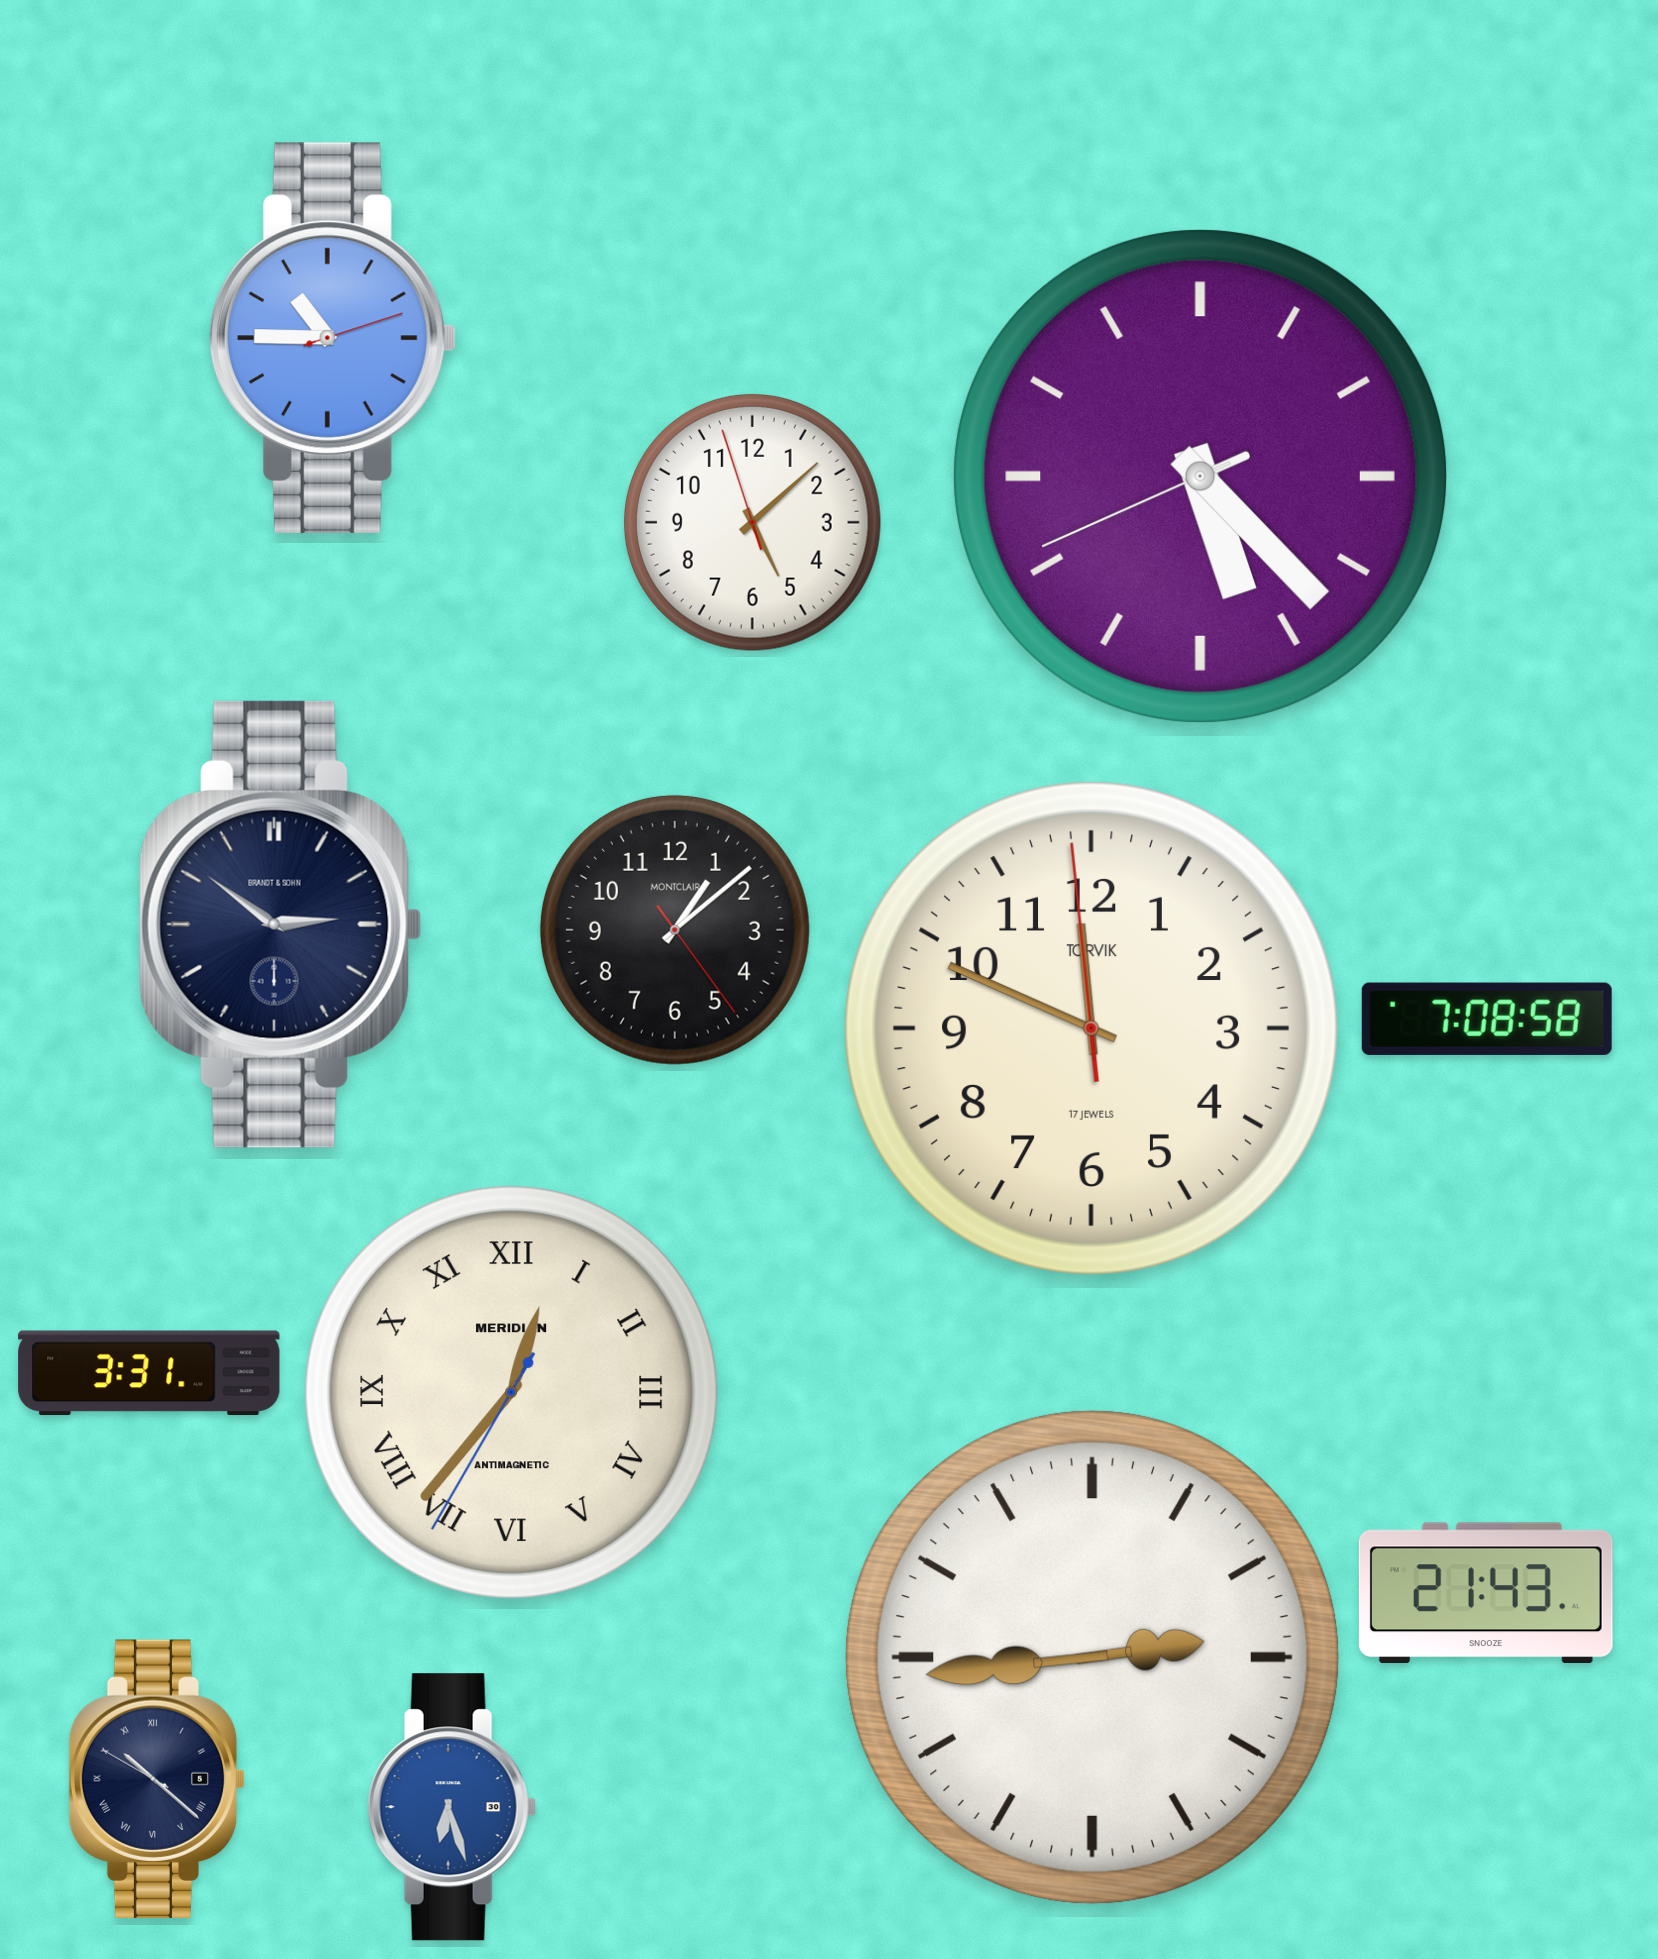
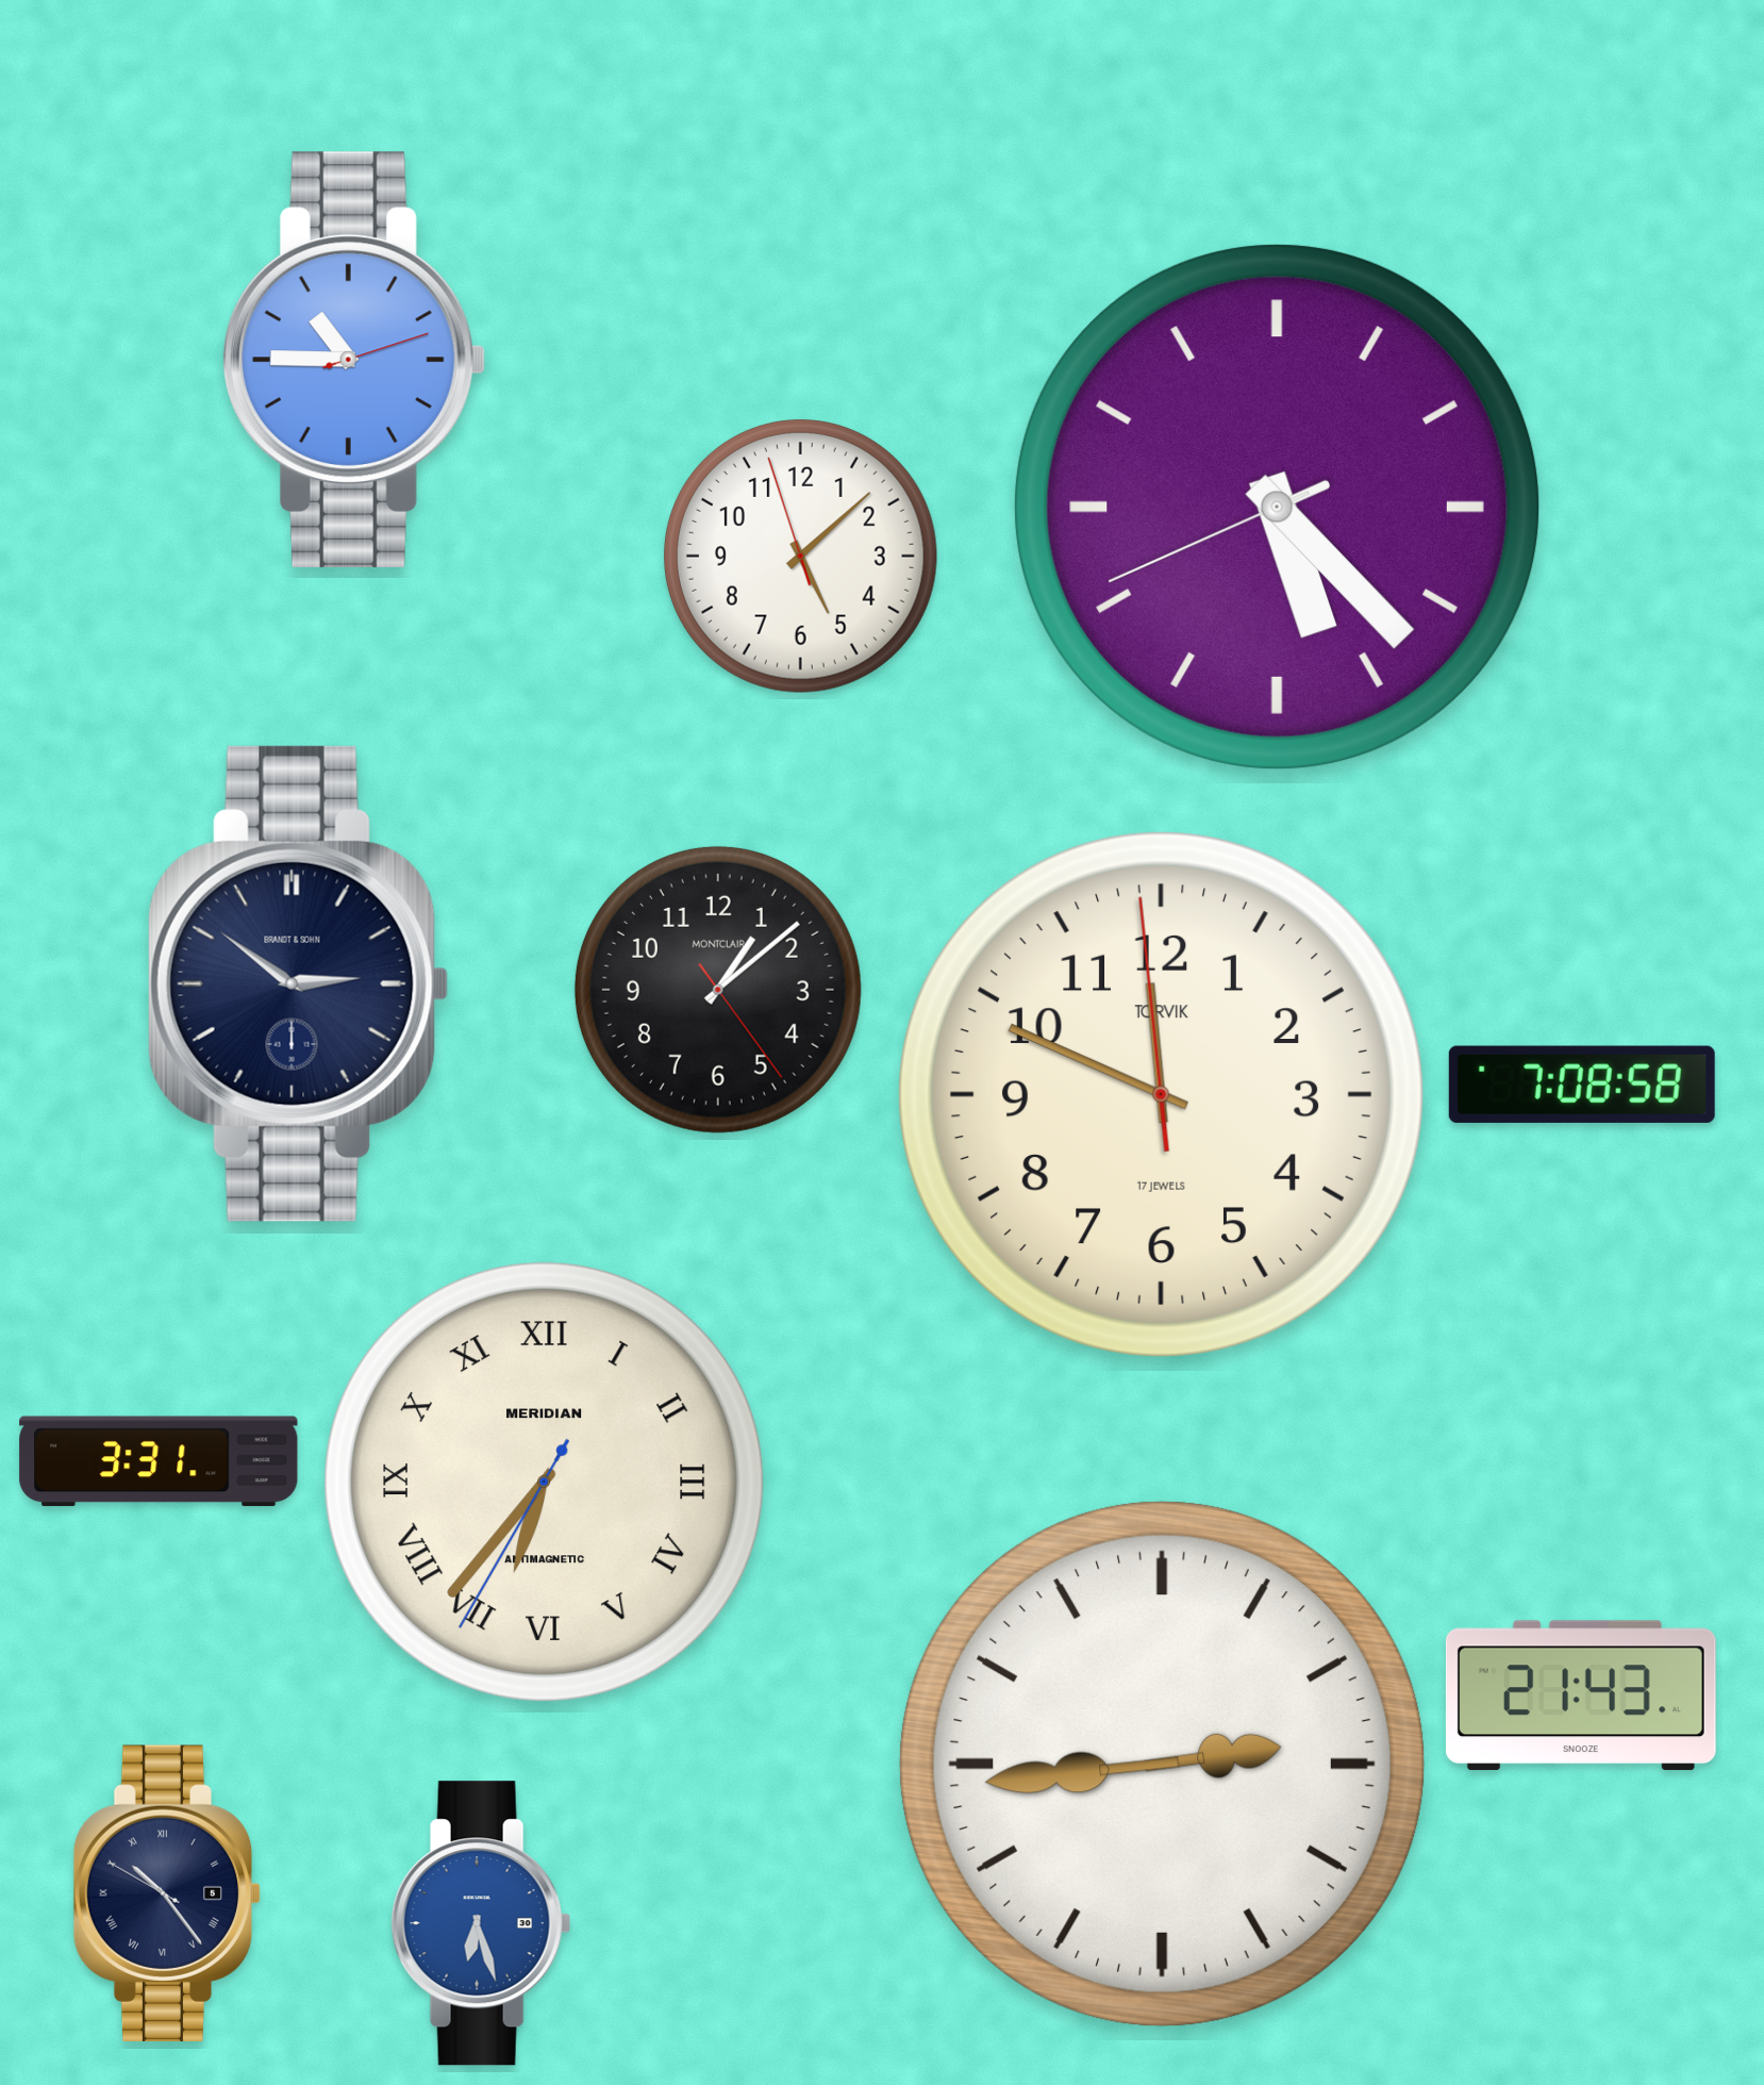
clock at (512, 1393): 12:36 -> 6:36
clock at (157, 1779): 10:21 -> 10:23
